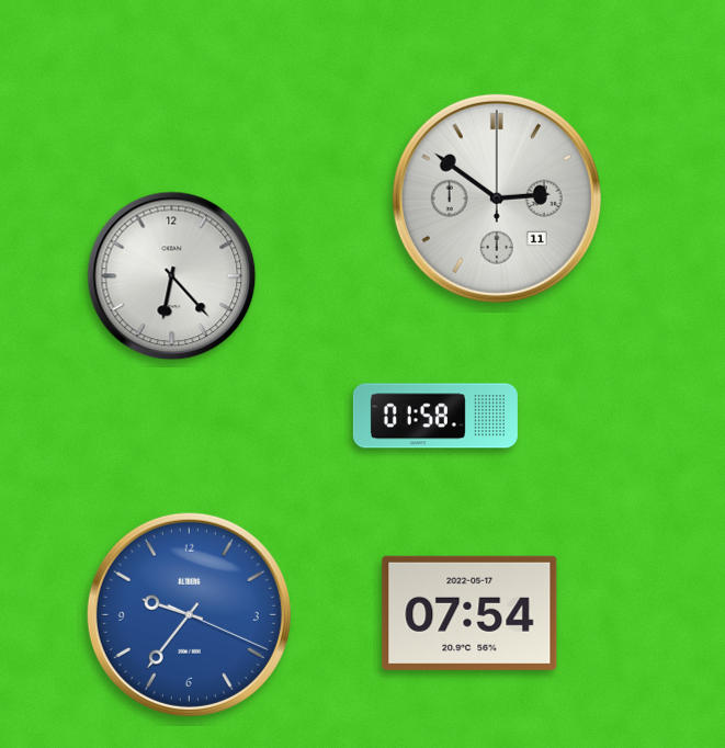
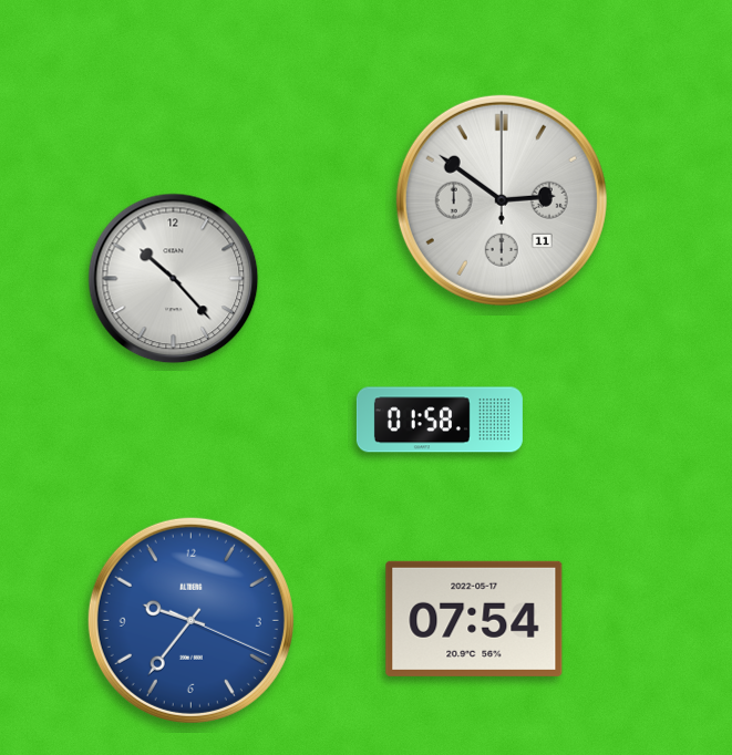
clock at (172, 276): 6:23 -> 10:23
